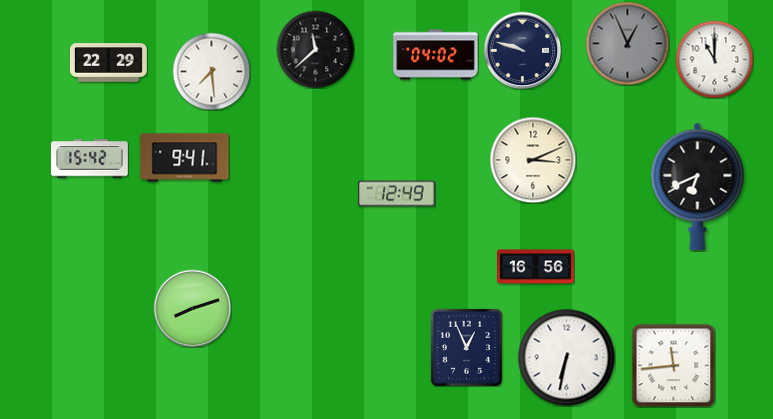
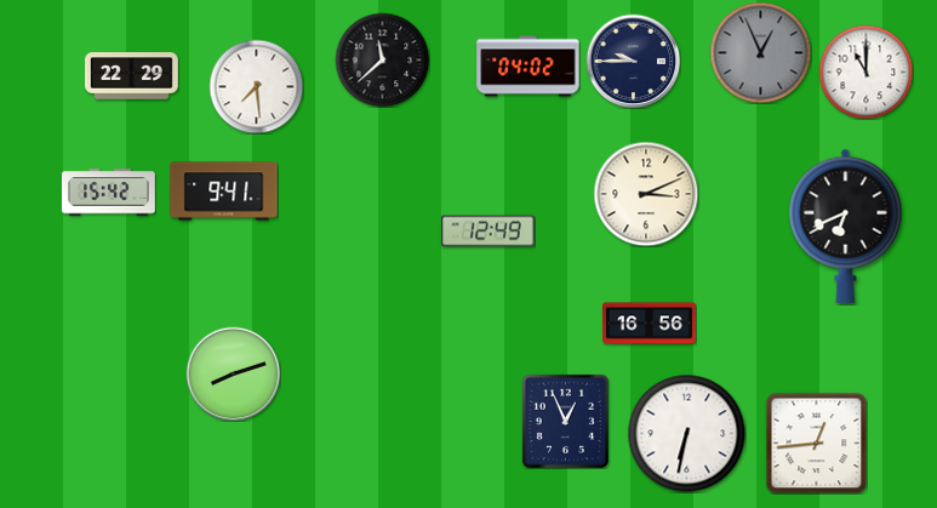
clock at (522, 50): 9:48 -> 9:45
clock at (397, 194) position: (397, 194) -> (489, 232)
clock at (673, 365): 11:44 -> 12:44
